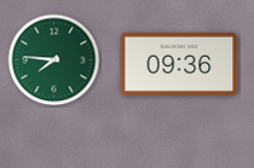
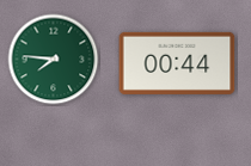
clock at (179, 64): 09:36 -> 00:44
